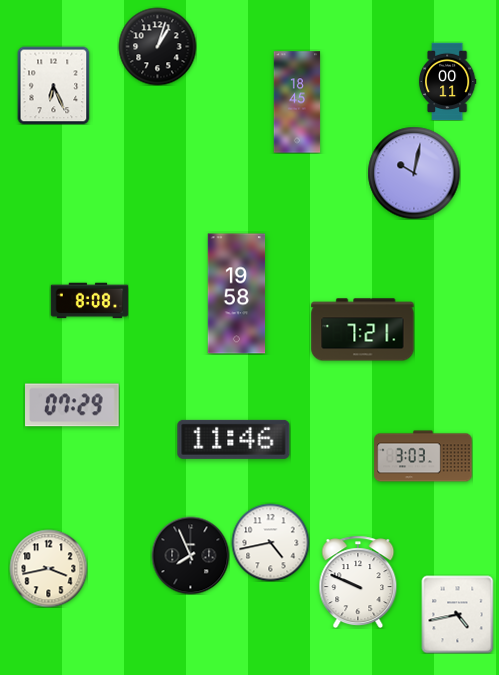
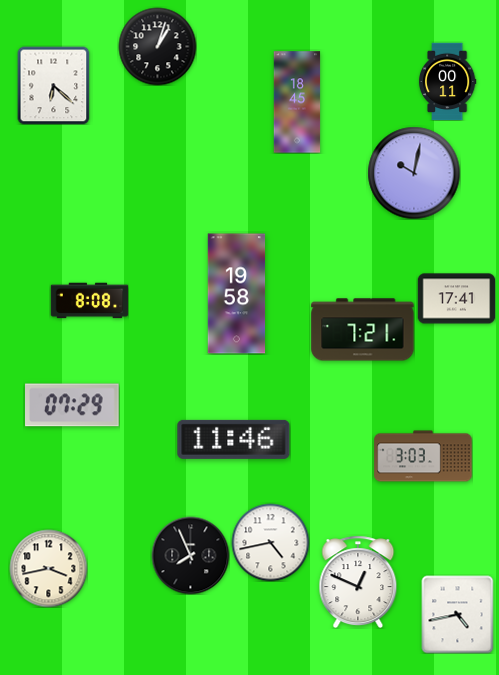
clock at (54, 85): 6:26 -> 6:22
clock at (456, 299): none -> 17:41
clock at (358, 582): 9:49 -> 12:49
